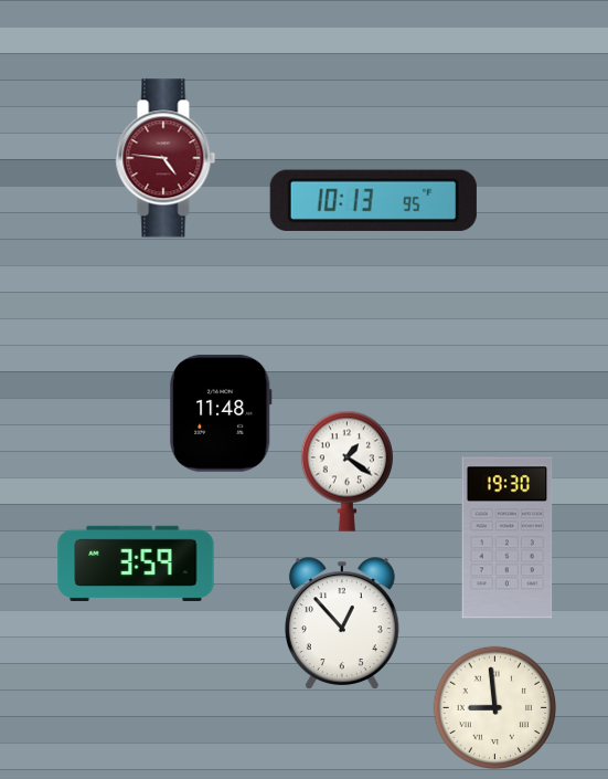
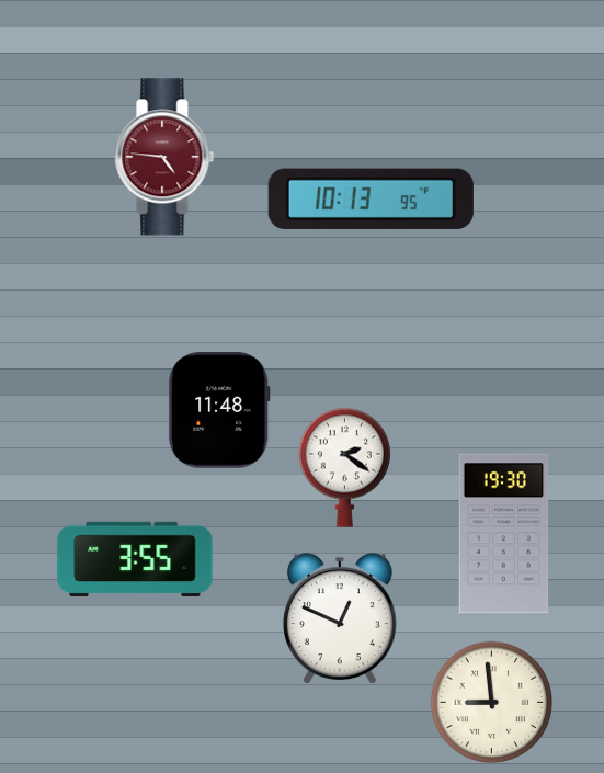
clock at (346, 471): 1:21 -> 2:21
clock at (136, 562): 3:59 -> 3:55
clock at (342, 623): 12:53 -> 12:49
